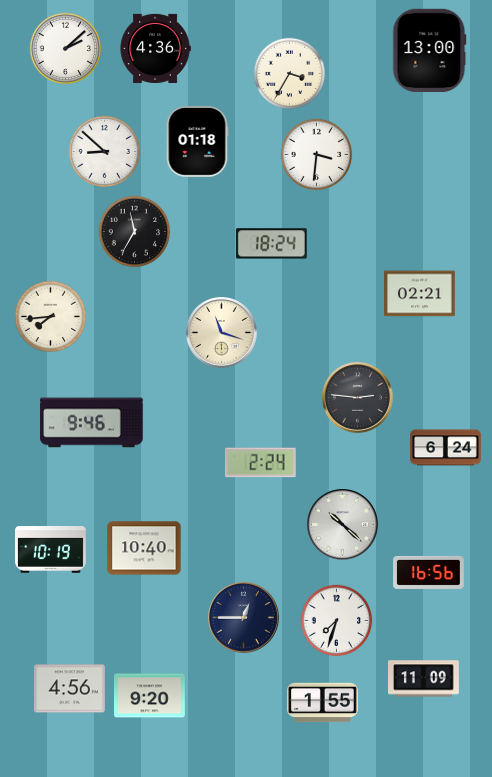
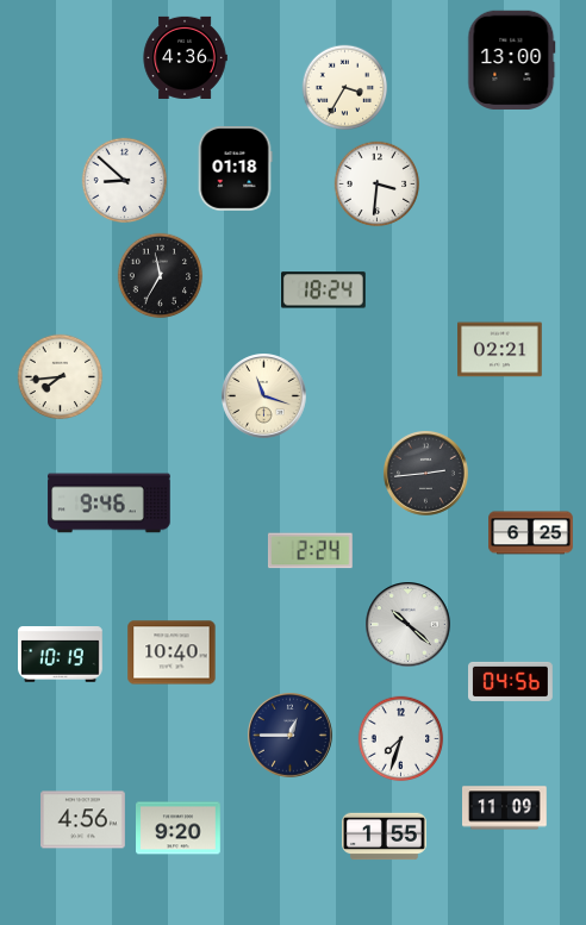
clock at (66, 49): 2:08 -> none
clock at (358, 398): 2:46 -> 2:44
clock at (446, 448): 6:24 -> 6:25
clock at (429, 572): 16:56 -> 04:56
